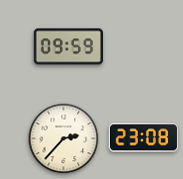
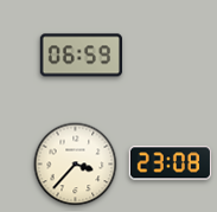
clock at (68, 47): 09:59 -> 06:59
clock at (64, 139): 2:37 -> 3:37
